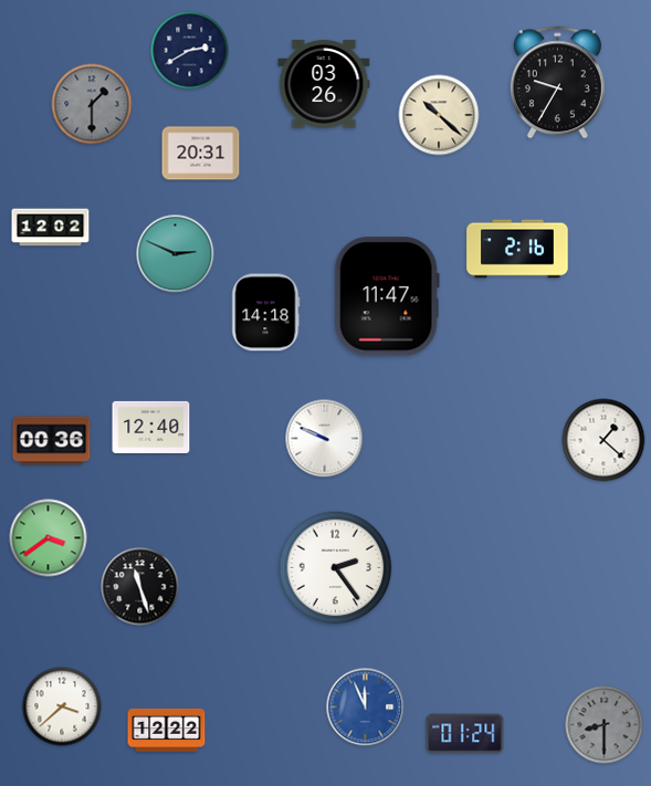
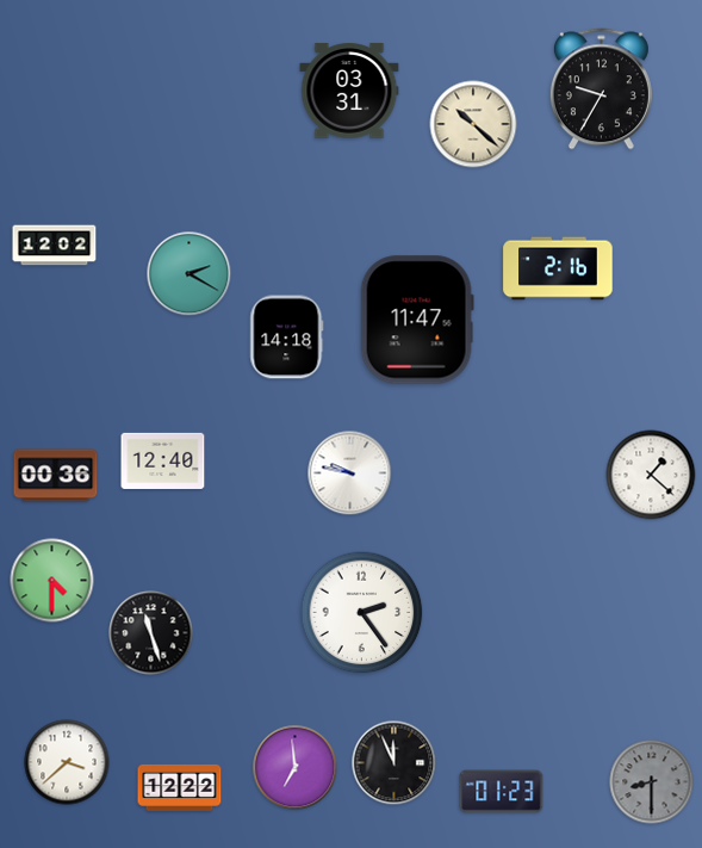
clock at (190, 51): 2:40 -> none
clock at (324, 84): 03:26 -> 03:31
clock at (92, 104): 1:30 -> none
clock at (201, 154): 20:31 -> none
clock at (176, 254): 2:49 -> 2:20
clock at (325, 439): 9:49 -> 9:47
clock at (49, 538): 3:39 -> 4:30
clock at (366, 708) dial: blue -> black
clock at (296, 768): none -> 6:59
clock at (465, 734): 01:24 -> 01:23
